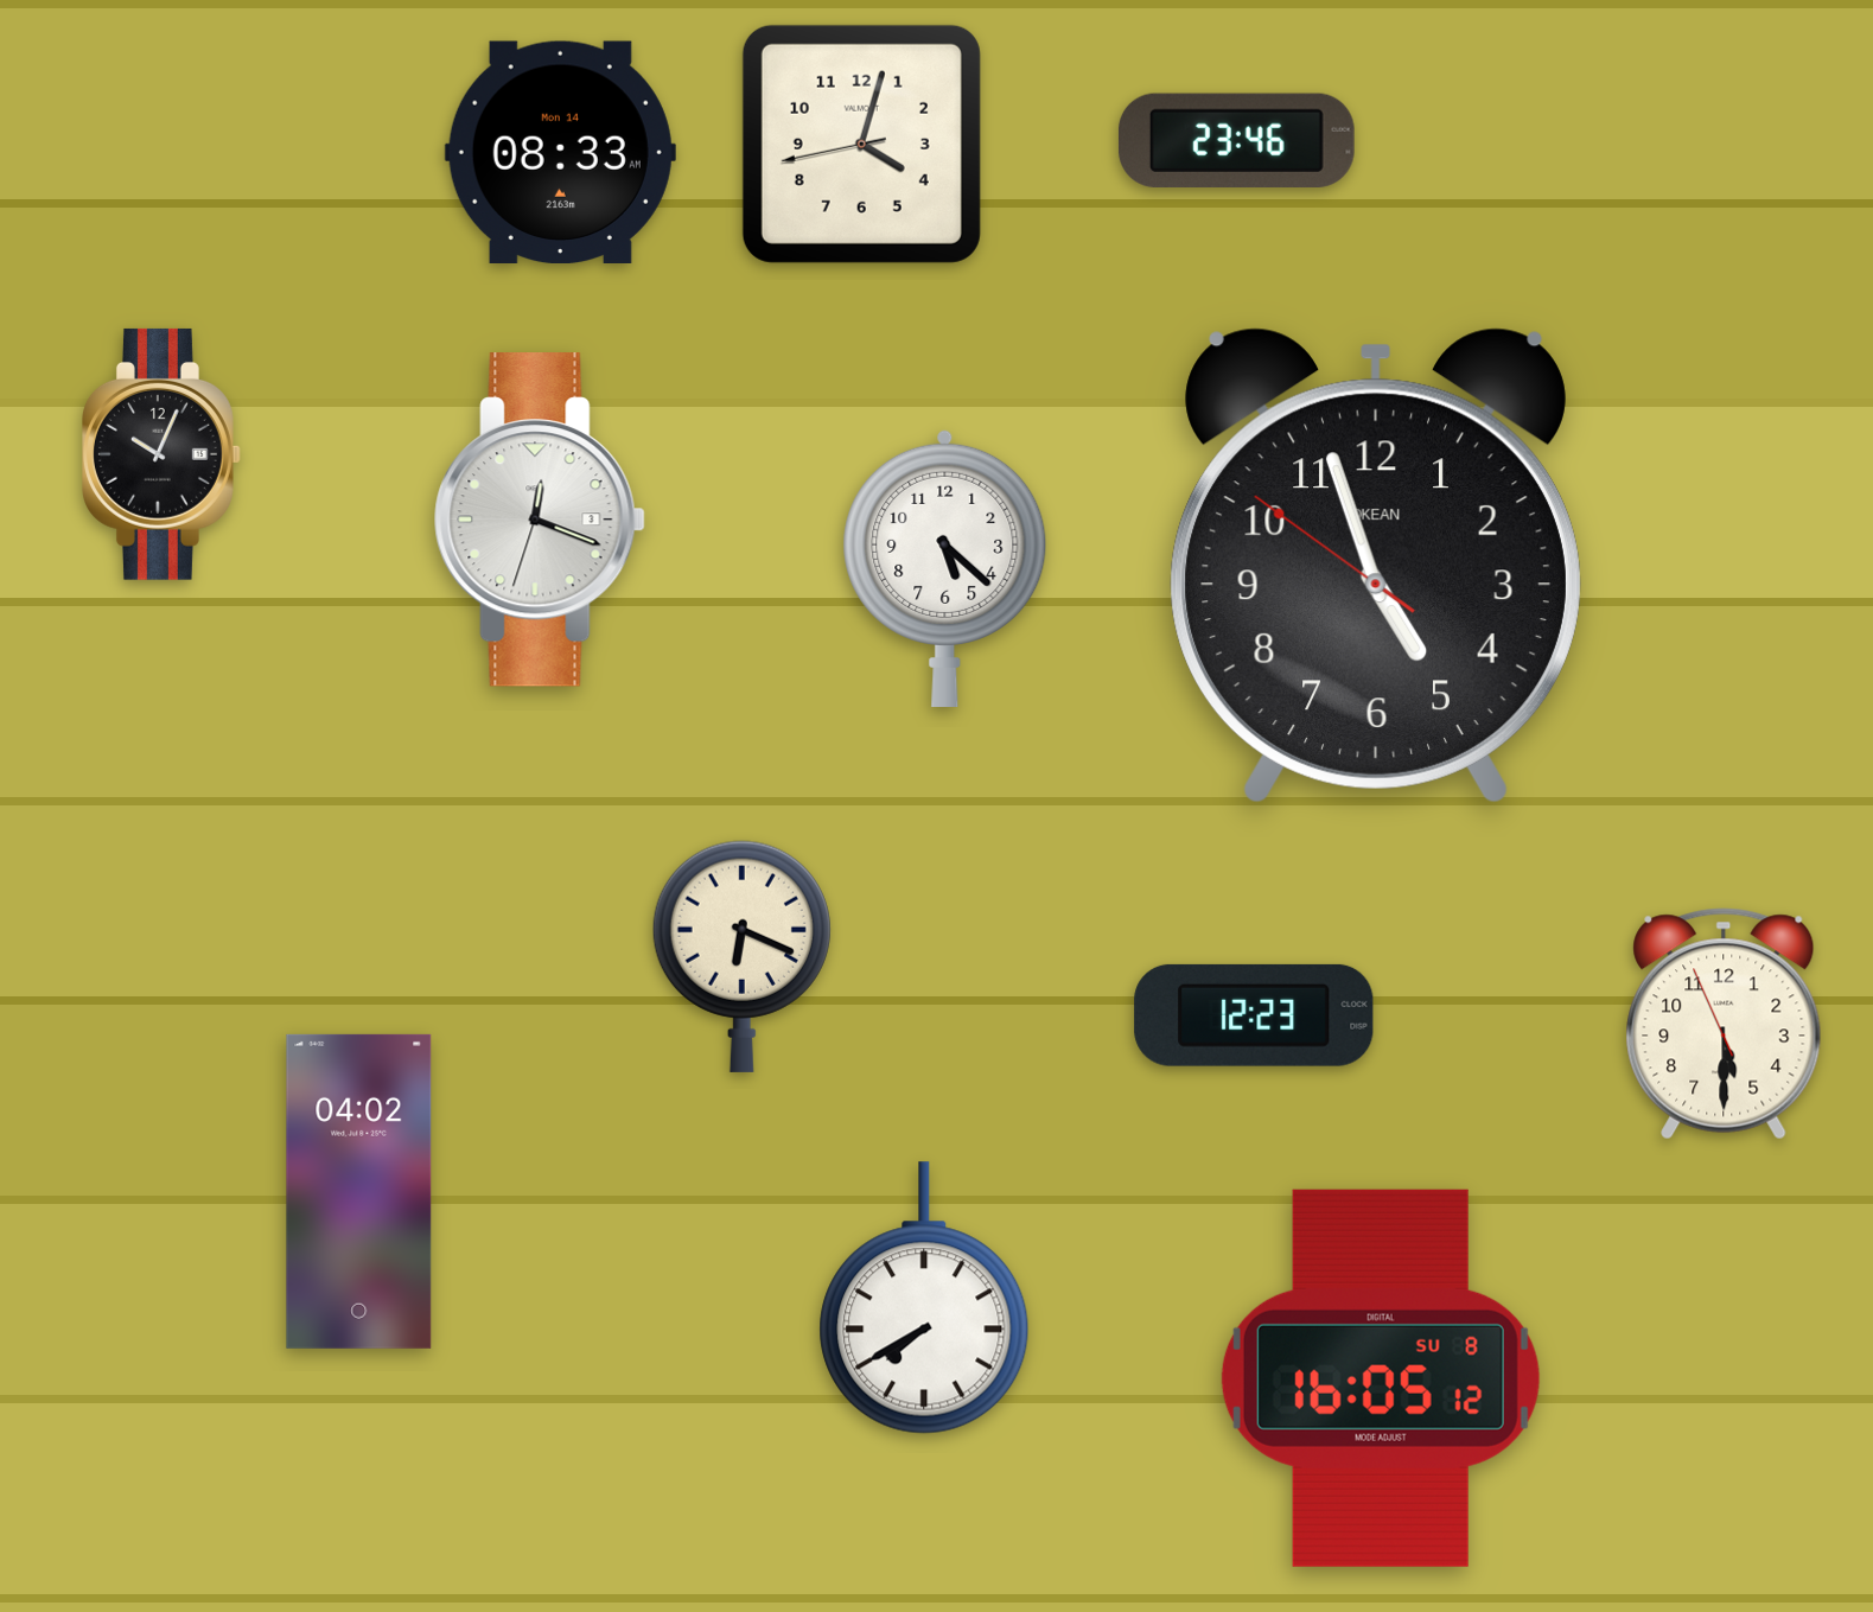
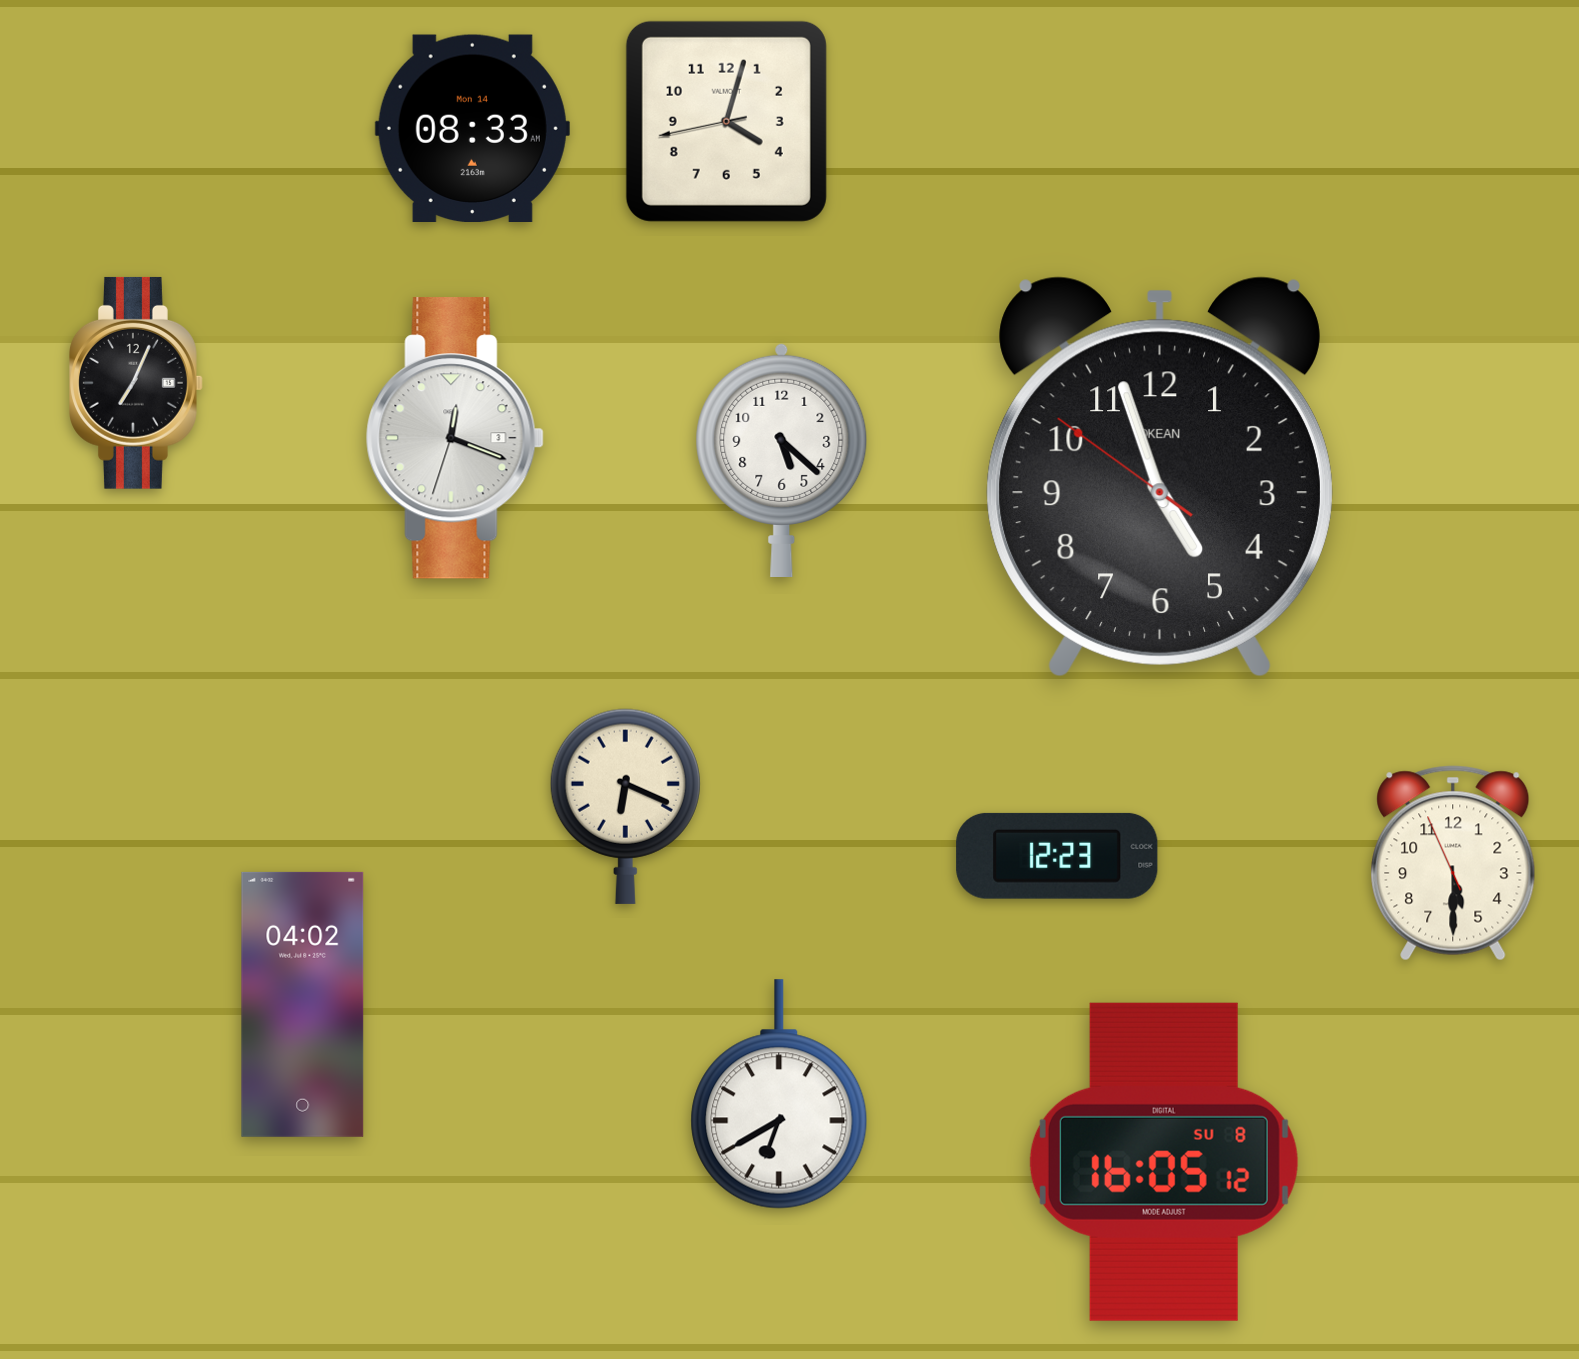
clock at (1236, 140): 23:46 -> none
clock at (163, 454): 10:04 -> 7:04
clock at (945, 567) position: (945, 567) -> (782, 459)
clock at (924, 1298): 7:40 -> 6:40
